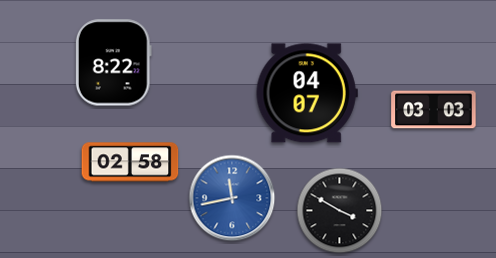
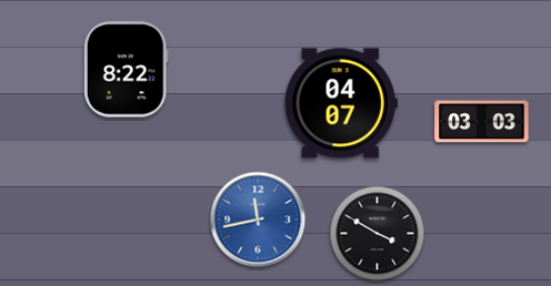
clock at (130, 162): 02:58 -> none
